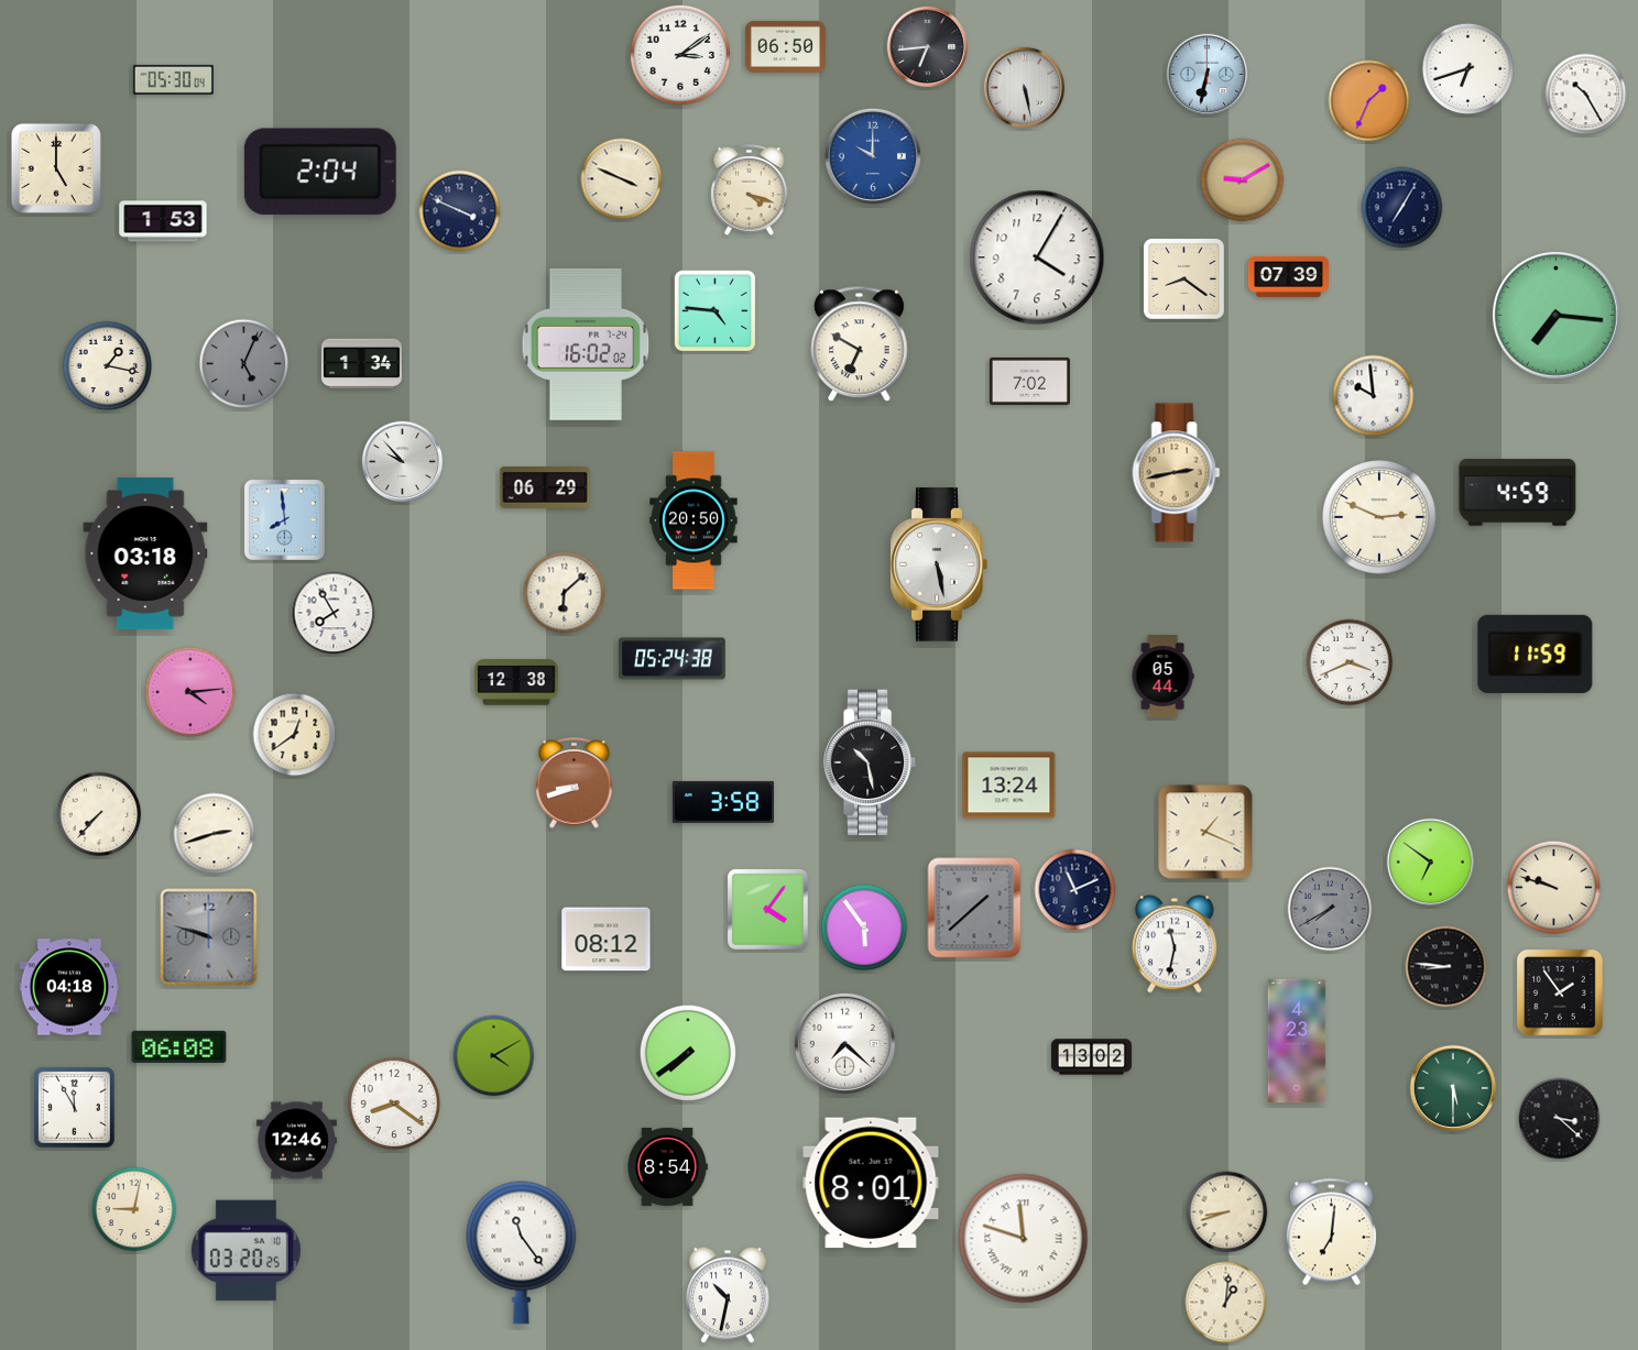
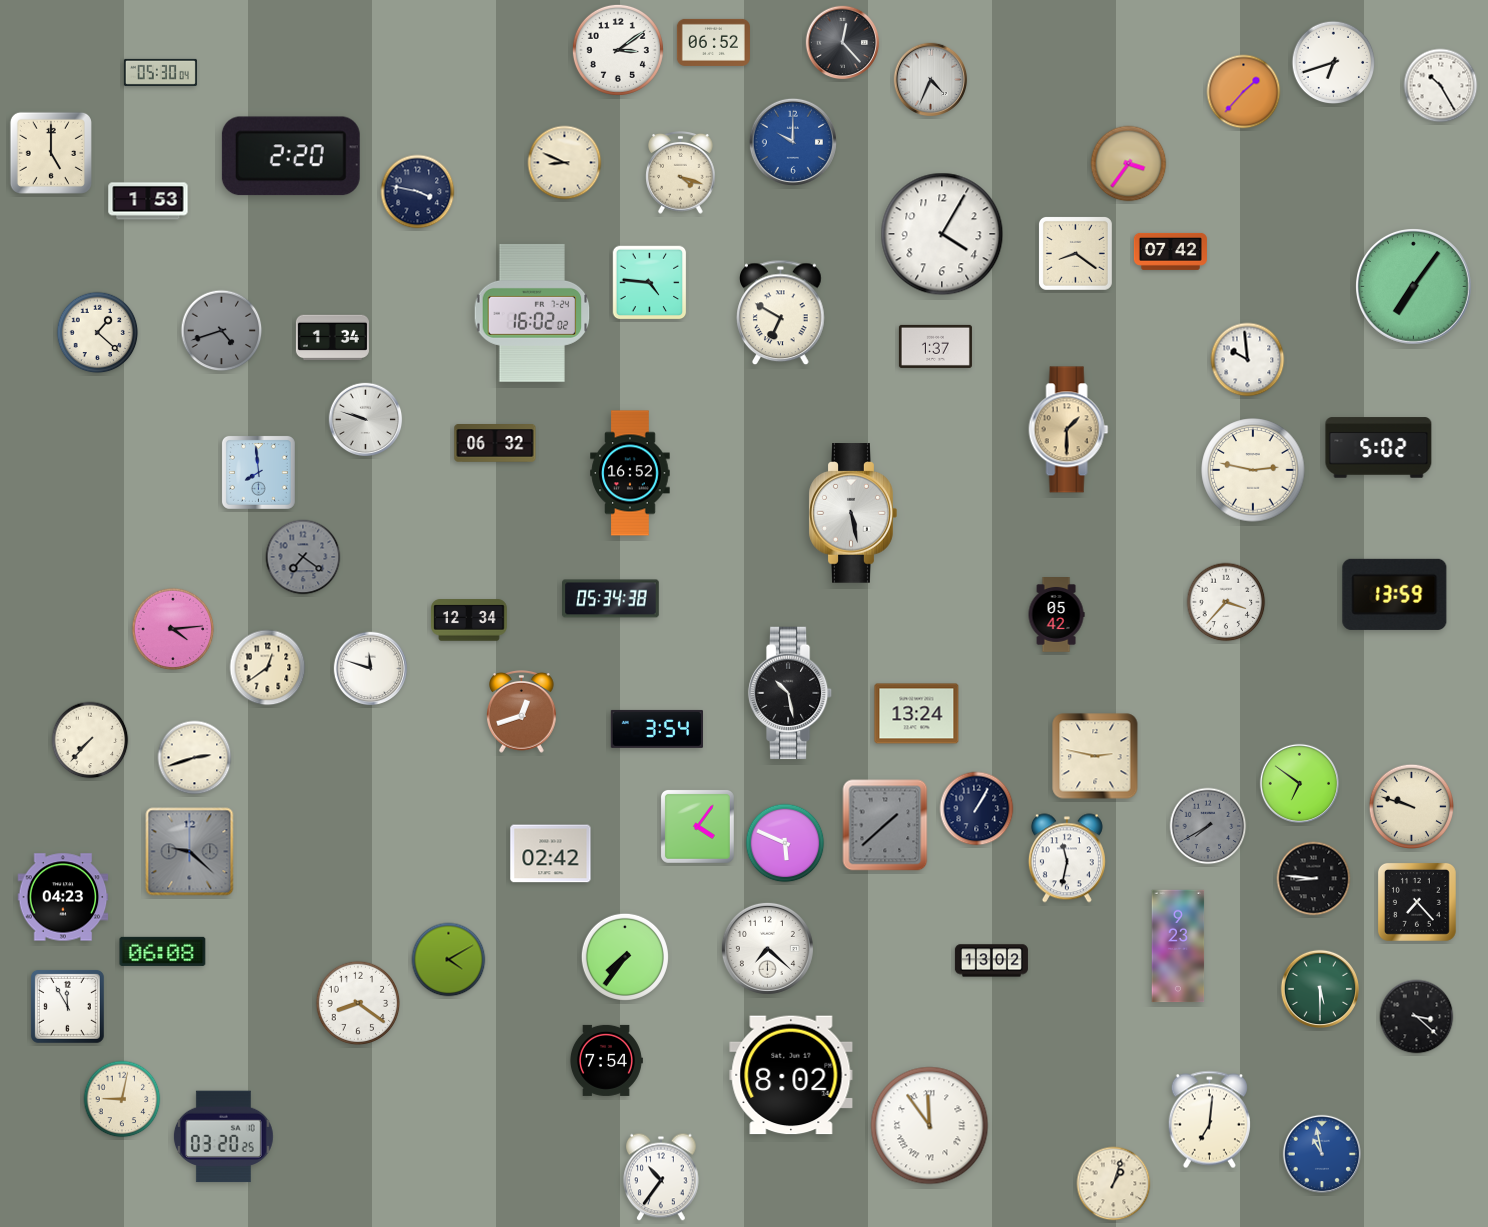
clock at (785, 46): 06:50 -> 06:52
clock at (928, 47): 6:44 -> 12:23
clock at (1208, 75): 6:32 -> none
clock at (173, 79) position: (173, 79) -> (160, 72)
clock at (1025, 88): 5:28 -> 4:34
clock at (1369, 101): 1:34 -> 1:37
clock at (320, 172): 2:04 -> 2:20
clock at (622, 179): 3:49 -> 8:49
clock at (1243, 180): 9:10 -> 3:36
clock at (1402, 208): 7:05 -> none
clock at (460, 211): 3:49 -> 3:47
clock at (1288, 276): 07:39 -> 07:42
clock at (1557, 316): 7:16 -> 7:06
clock at (244, 364): 5:04 -> 4:42
clock at (361, 364) position: (361, 364) -> (332, 338)
clock at (108, 366): 1:17 -> 1:22
clock at (1029, 381): 7:02 -> 1:37
clock at (403, 462): 9:53 -> 9:48
clock at (1177, 473): 2:43 -> 1:30
clock at (545, 489): 06:29 -> 06:32
clock at (1518, 493): 4:59 -> 5:02
clock at (1379, 517): 2:49 -> 2:47
clock at (694, 520): 20:50 -> 16:52
clock at (145, 553): 03:18 -> none
clock at (565, 593): 6:08 -> none
clock at (334, 613): 7:55 -> 7:21
clock at (334, 613) dial: white -> grey
clock at (1536, 654): 11:59 -> 13:59
clock at (673, 659): 05:24 -> 05:34
clock at (1350, 662): 3:41 -> 3:37
clock at (1162, 677): 05:44 -> 05:42
clock at (516, 682): 12:38 -> 12:34
clock at (371, 669): none -> 11:48
clock at (575, 783): 8:42 -> 12:42
clock at (722, 802): 3:58 -> 3:54
clock at (1205, 832): 1:19 -> 2:47
clock at (1075, 890): 11:11 -> 1:05
clock at (864, 928): 5:54 -> 5:49
clock at (209, 937): 9:48 -> 9:22
clock at (607, 940): 08:12 -> 02:42
clock at (69, 987): 04:18 -> 04:23
clock at (1560, 992): 1:54 -> 7:23
clock at (1297, 1041): 4:23 -> 9:23
clock at (688, 1053): 7:39 -> 7:36
clock at (296, 1141): 12:46 -> none
clock at (667, 1166): 8:54 -> 7:54
clock at (871, 1183): 8:01 -> 8:02
clock at (1227, 1212): 8:42 -> none
clock at (1024, 1239): 11:48 -> 11:54
clock at (522, 1253): 11:24 -> none
clock at (1321, 1153): none -> 10:58
clock at (728, 1295): 10:32 -> 10:36
clock at (1226, 1303): 1:01 -> 1:03
